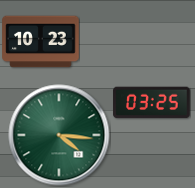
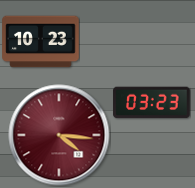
clock at (152, 103): 03:25 -> 03:23
clock at (59, 135) dial: green -> burgundy
